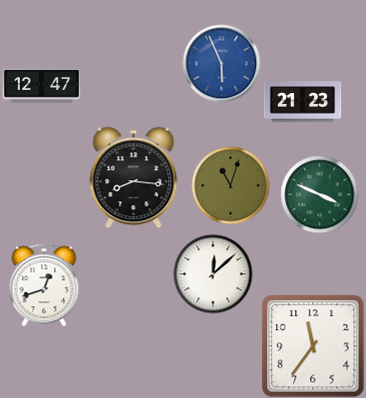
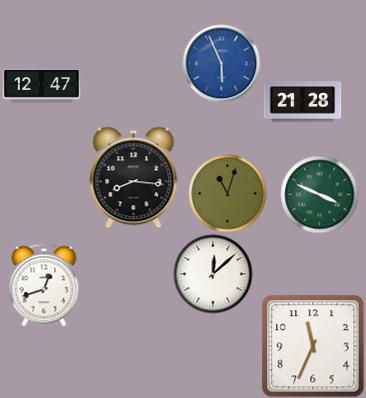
clock at (302, 102): 21:23 -> 21:28
clock at (230, 185) position: (230, 185) -> (227, 193)
clock at (313, 346): 11:36 -> 11:34
